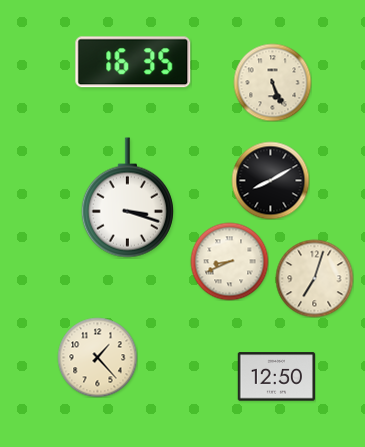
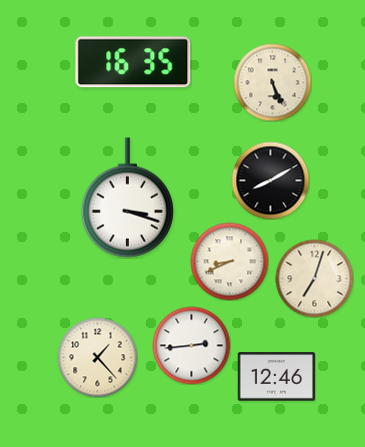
clock at (191, 345): none -> 2:44
clock at (276, 377): 12:50 -> 12:46
